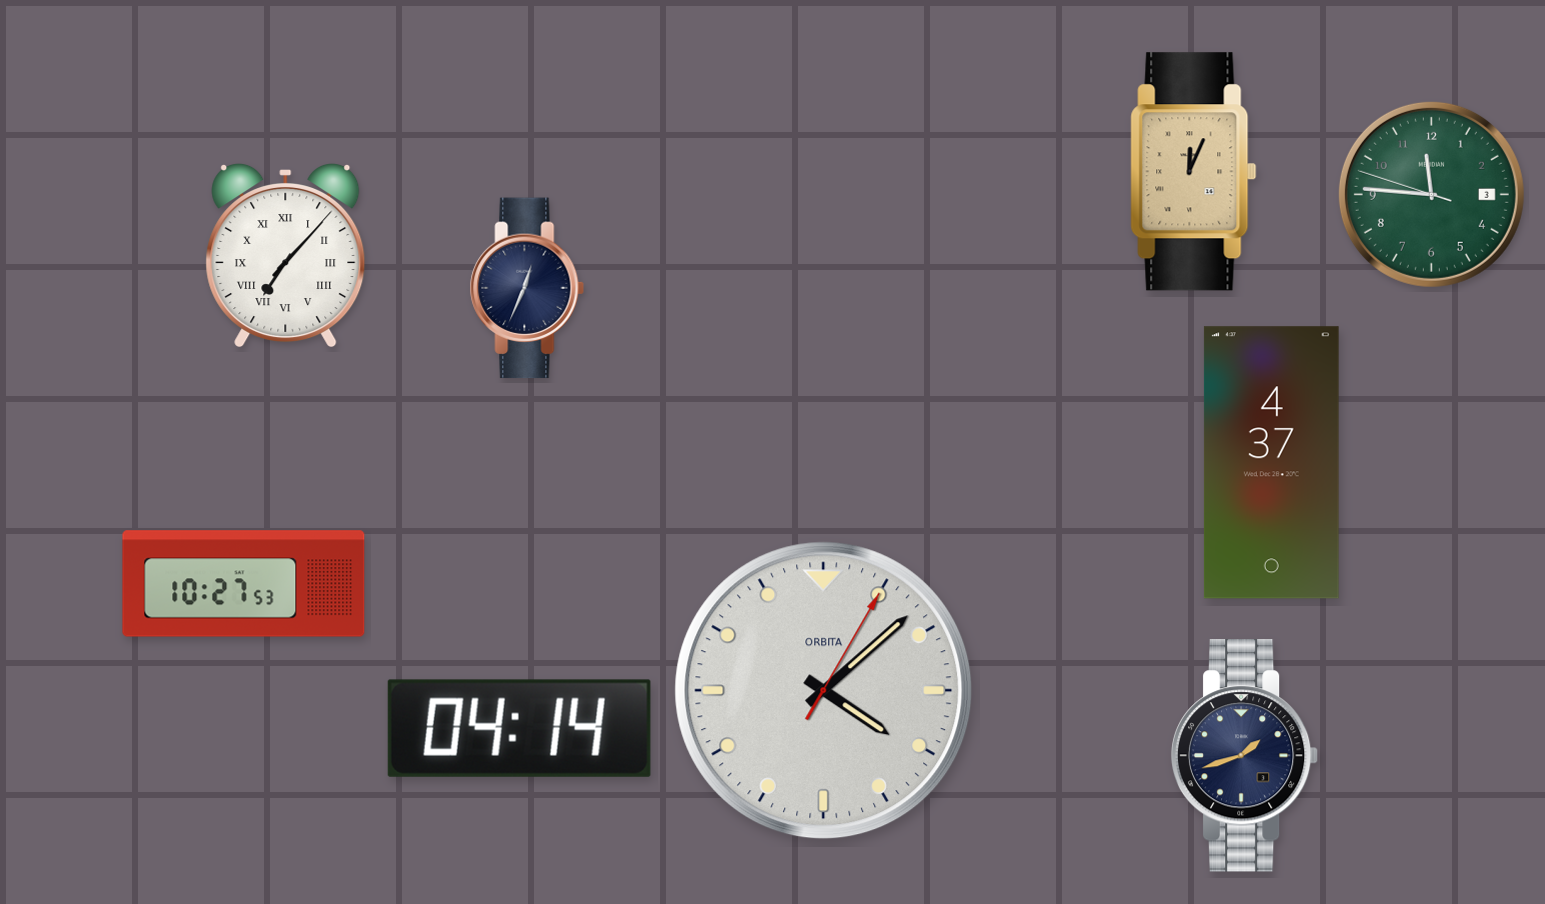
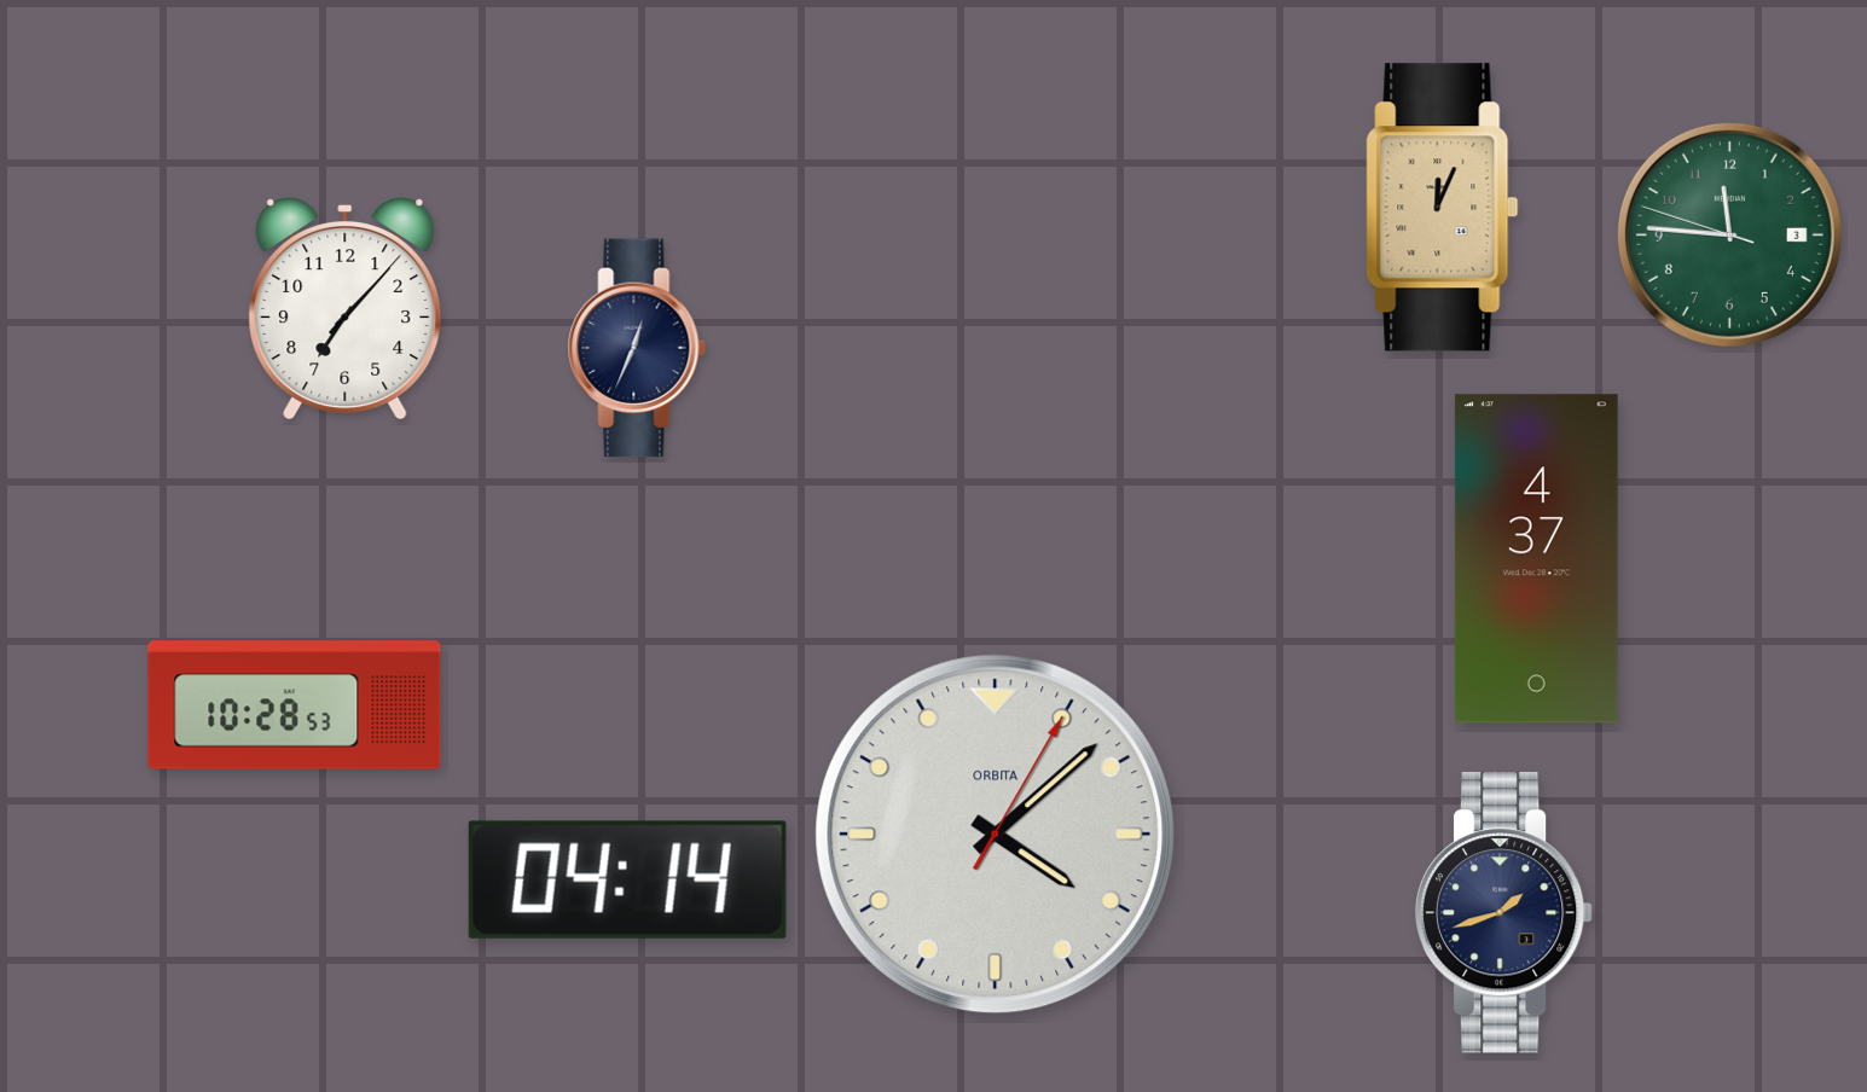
clock at (286, 255) numerals: Roman -> Arabic
clock at (244, 584): 10:27 -> 10:28
